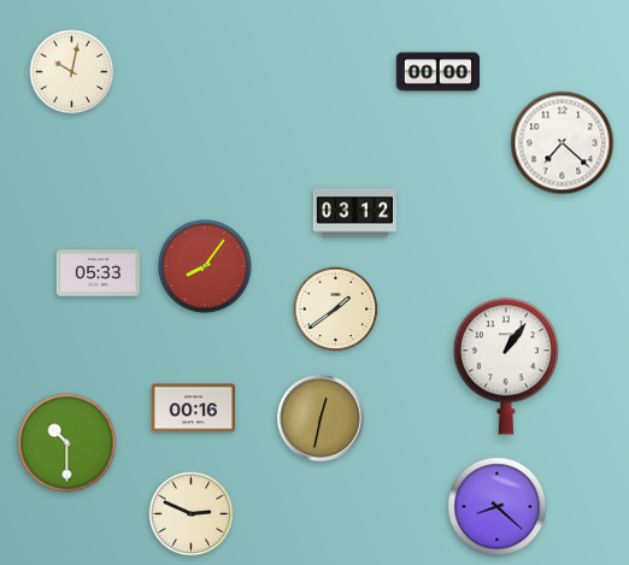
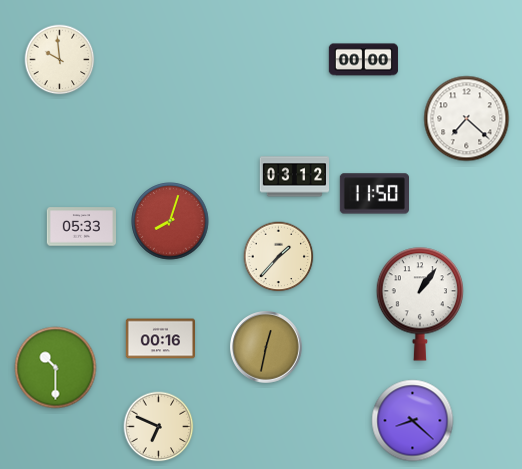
clock at (72, 72): 10:02 -> 9:59
clock at (374, 194): none -> 11:50
clock at (205, 266): 8:06 -> 8:03
clock at (336, 310): 1:39 -> 1:37
clock at (192, 514): 2:49 -> 6:49
